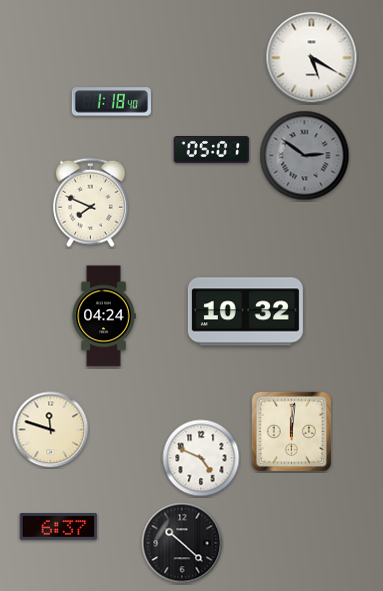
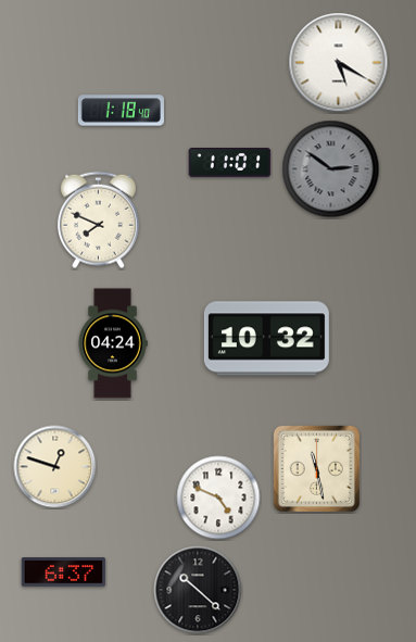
clock at (212, 150): 05:01 -> 11:01
clock at (51, 430): 11:48 -> 12:48
clock at (291, 431): 12:01 -> 11:28
